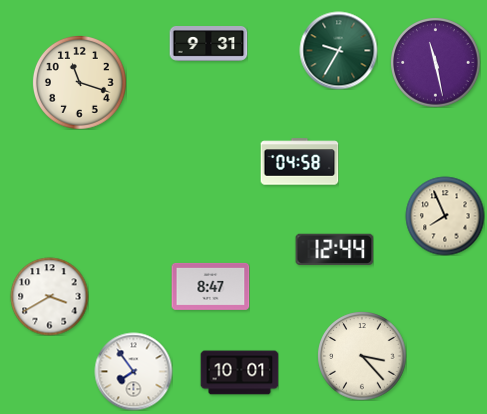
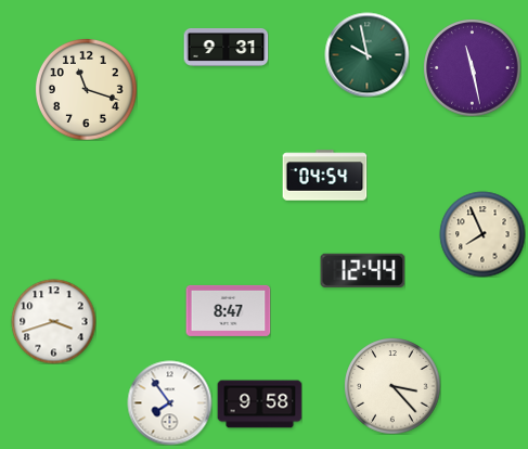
clock at (338, 50): 9:35 -> 9:58
clock at (299, 162): 04:58 -> 04:54
clock at (49, 296): 3:40 -> 3:42
clock at (133, 371) position: (133, 371) -> (169, 402)
clock at (239, 373): 10:01 -> 9:58
